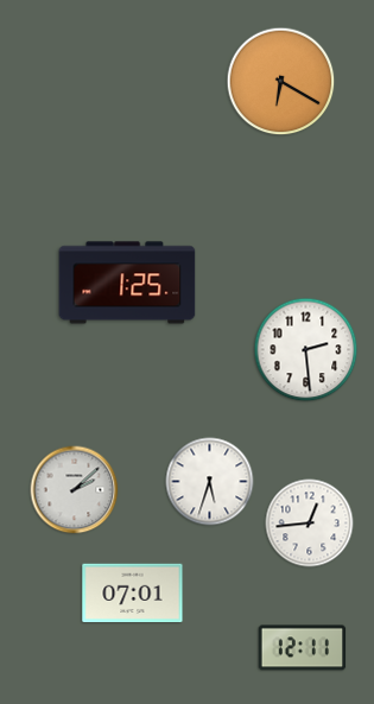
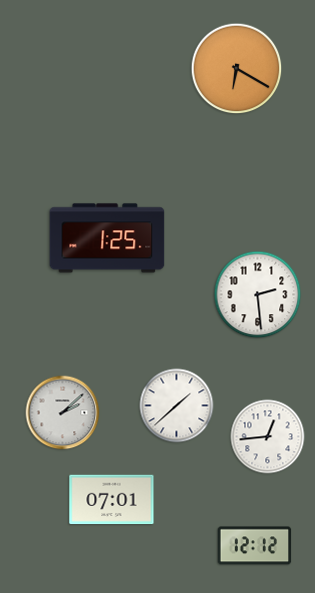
clock at (210, 482): 5:33 -> 1:38
clock at (310, 524) position: (310, 524) -> (268, 437)
clock at (303, 648): 12:11 -> 12:12
